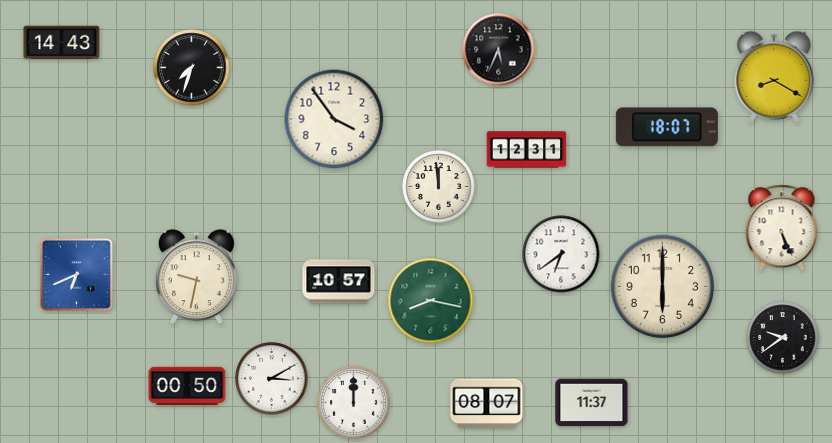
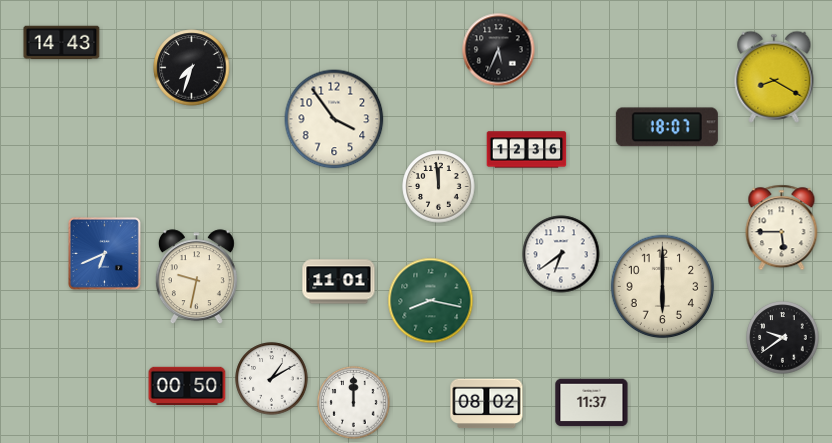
clock at (527, 150): 12:31 -> 12:36
clock at (782, 228): 5:26 -> 5:45
clock at (76, 274) position: (76, 274) -> (104, 253)
clock at (339, 282): 10:57 -> 11:01
clock at (272, 379): 3:10 -> 1:10
clock at (487, 404): 08:07 -> 08:02
